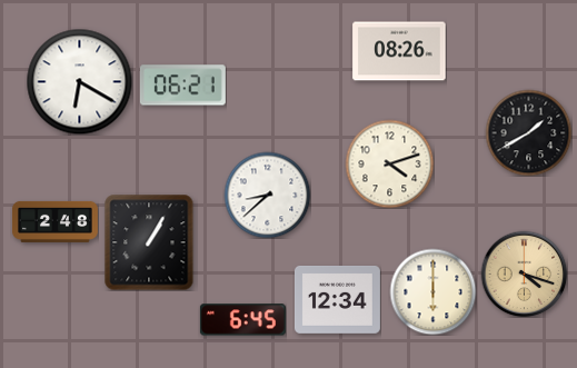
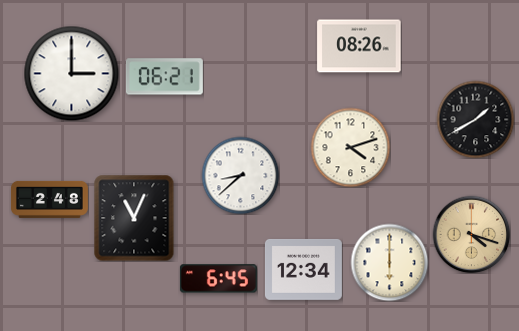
clock at (79, 81): 6:20 -> 3:00
clock at (149, 242): 1:05 -> 11:04
clock at (524, 273) position: (524, 273) -> (471, 234)
clock at (242, 320) position: (242, 320) -> (218, 279)
